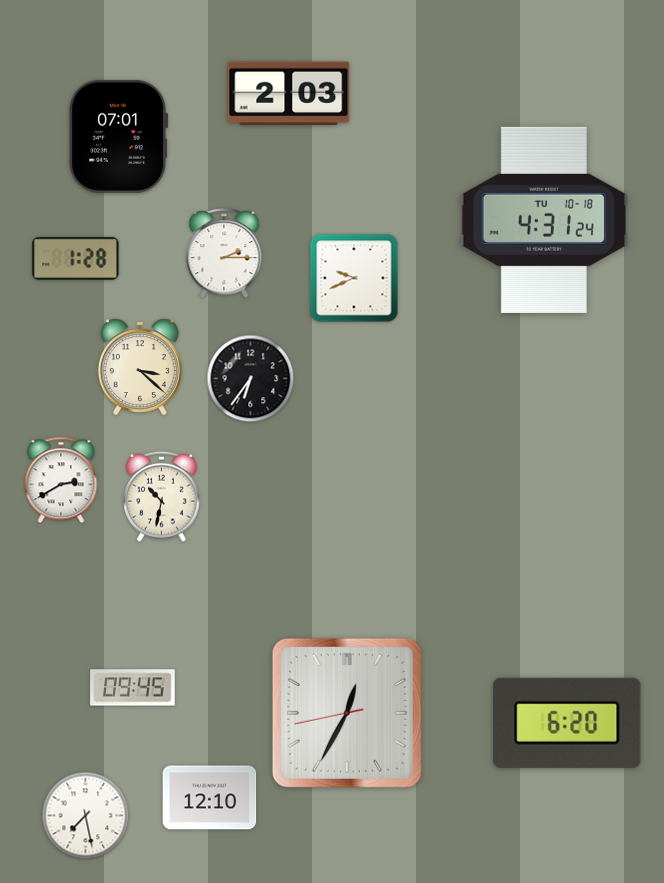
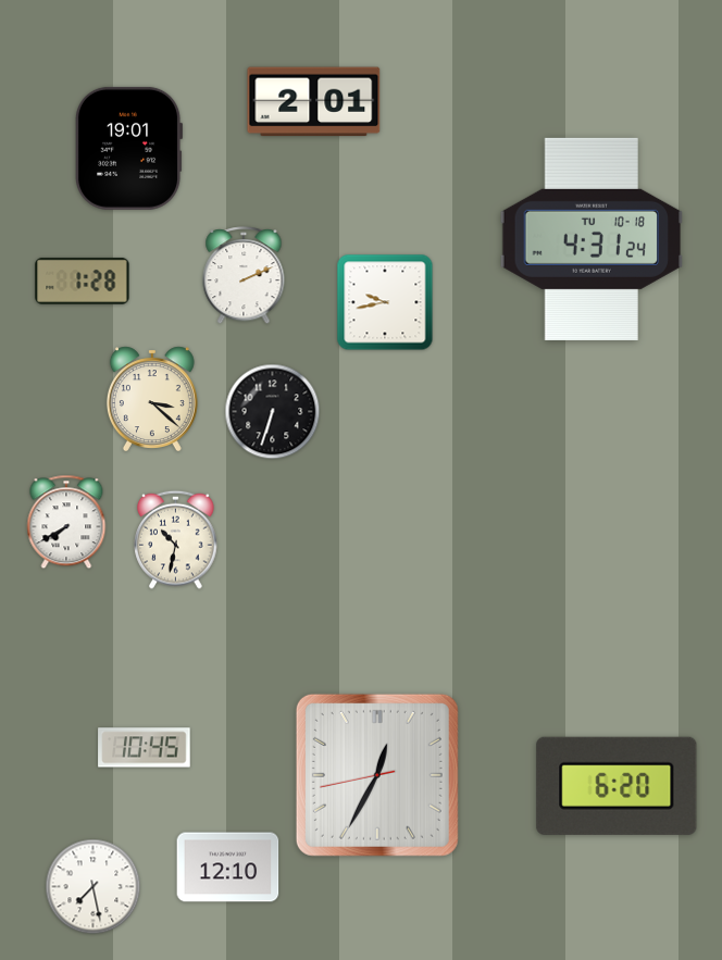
clock at (289, 94): 2:03 -> 2:01
clock at (119, 136): 07:01 -> 19:01
clock at (224, 254): 2:15 -> 2:11
clock at (354, 278): 9:41 -> 9:43
clock at (251, 379): 6:36 -> 6:33
clock at (61, 480): 2:40 -> 7:40
clock at (133, 688): 09:45 -> 10:45
